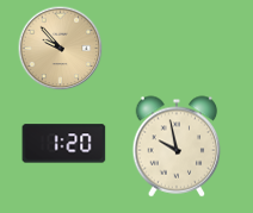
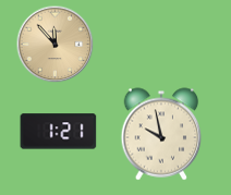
clock at (61, 49): 9:53 -> 11:53
clock at (64, 144): 1:20 -> 1:21
